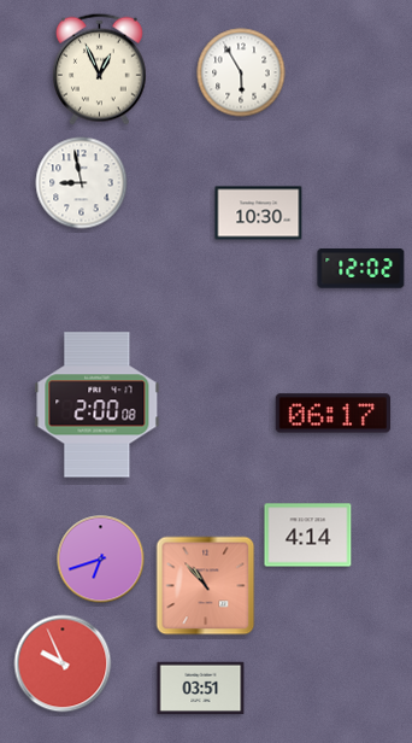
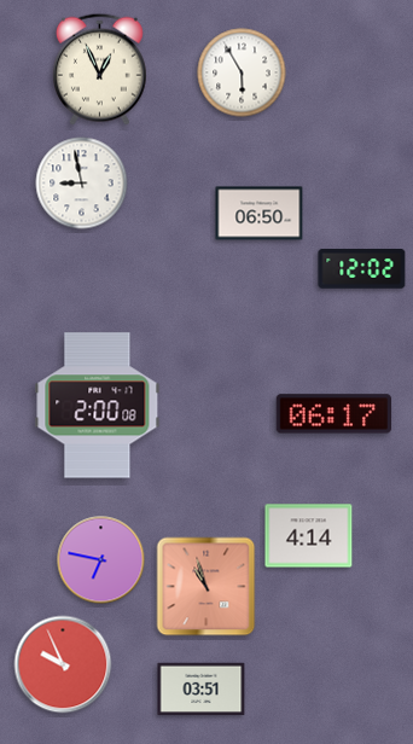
clock at (259, 213): 10:30 -> 06:50
clock at (101, 560): 6:42 -> 6:47
clock at (206, 586): 10:53 -> 10:57
